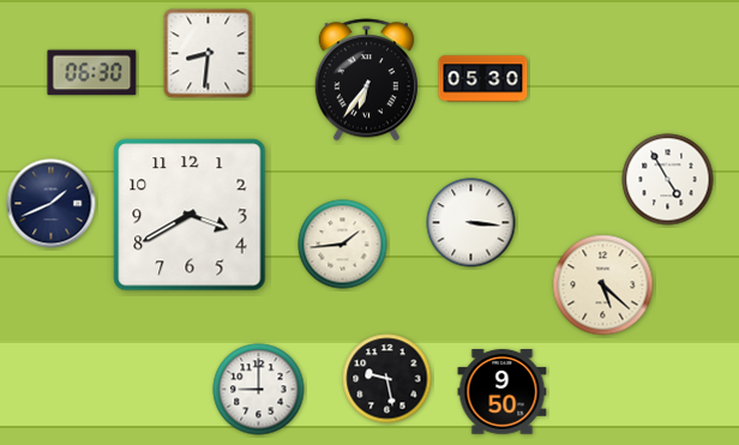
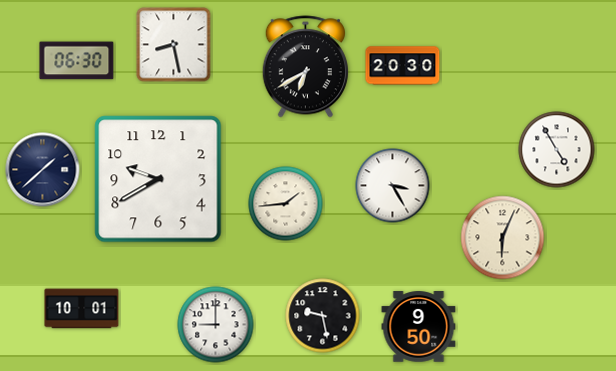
clock at (209, 54): 8:31 -> 8:28
clock at (483, 79): 05:30 -> 20:30
clock at (366, 80): 6:36 -> 6:40
clock at (52, 204): 1:41 -> 1:38
clock at (190, 215): 3:40 -> 9:40
clock at (471, 223): 3:16 -> 3:25
clock at (603, 285): 5:22 -> 6:04
clock at (82, 309): none -> 10:01
